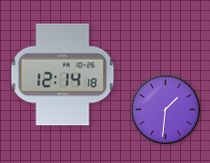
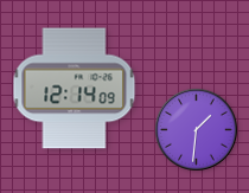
clock at (63, 75): 12:14:18 -> 12:14:09
